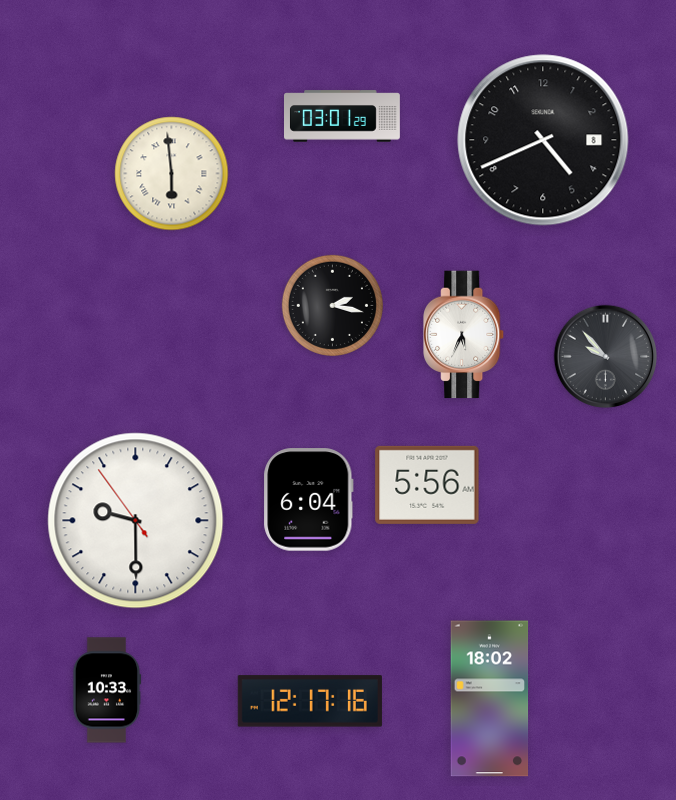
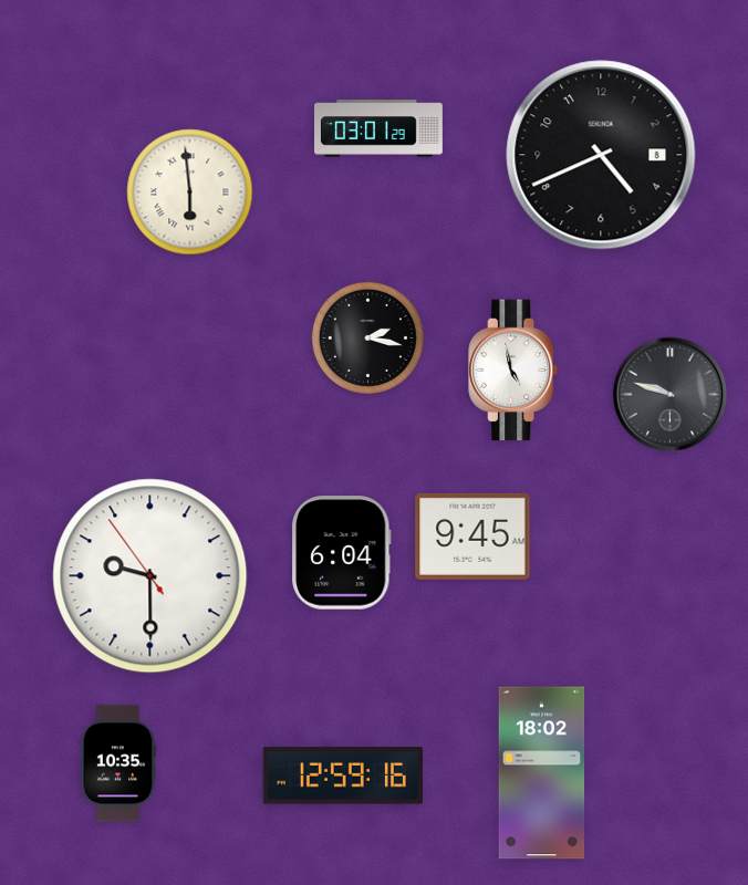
clock at (464, 335): 5:34 -> 4:58
clock at (606, 357): 9:53 -> 9:48
clock at (427, 485): 5:56 -> 9:45
clock at (107, 690): 10:33 -> 10:35
clock at (310, 701): 12:17 -> 12:59
